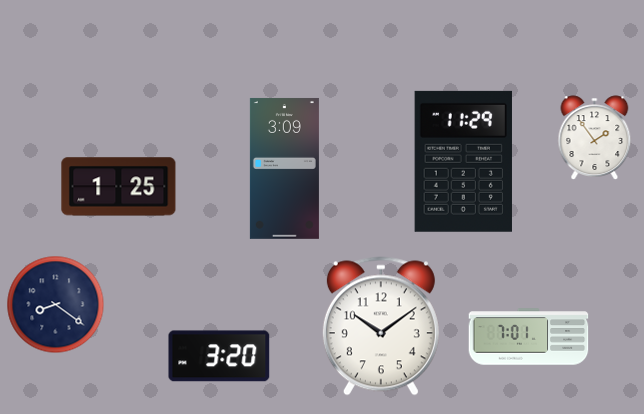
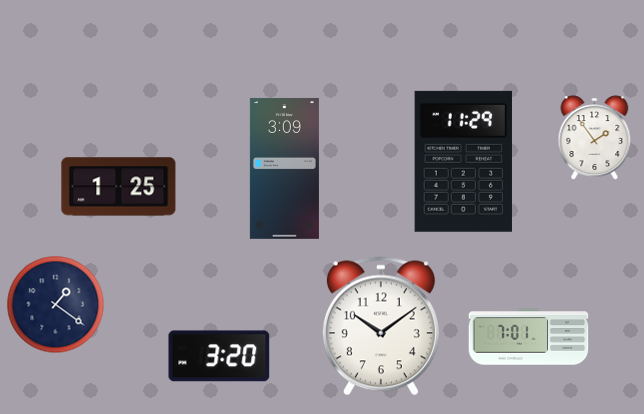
clock at (56, 305): 8:21 -> 1:21
